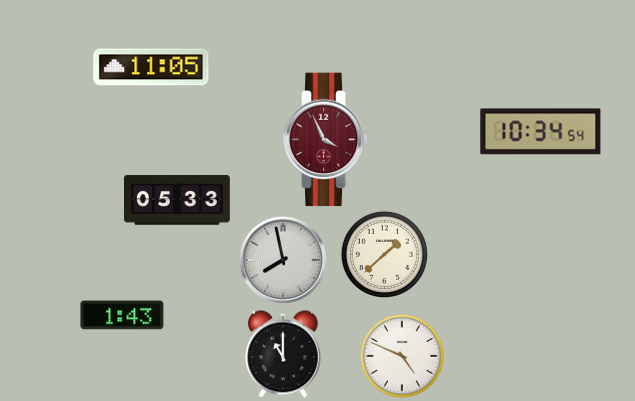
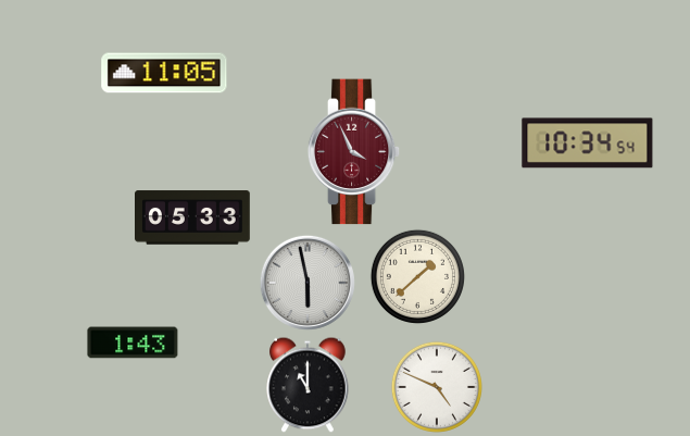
clock at (283, 260): 7:58 -> 5:58
